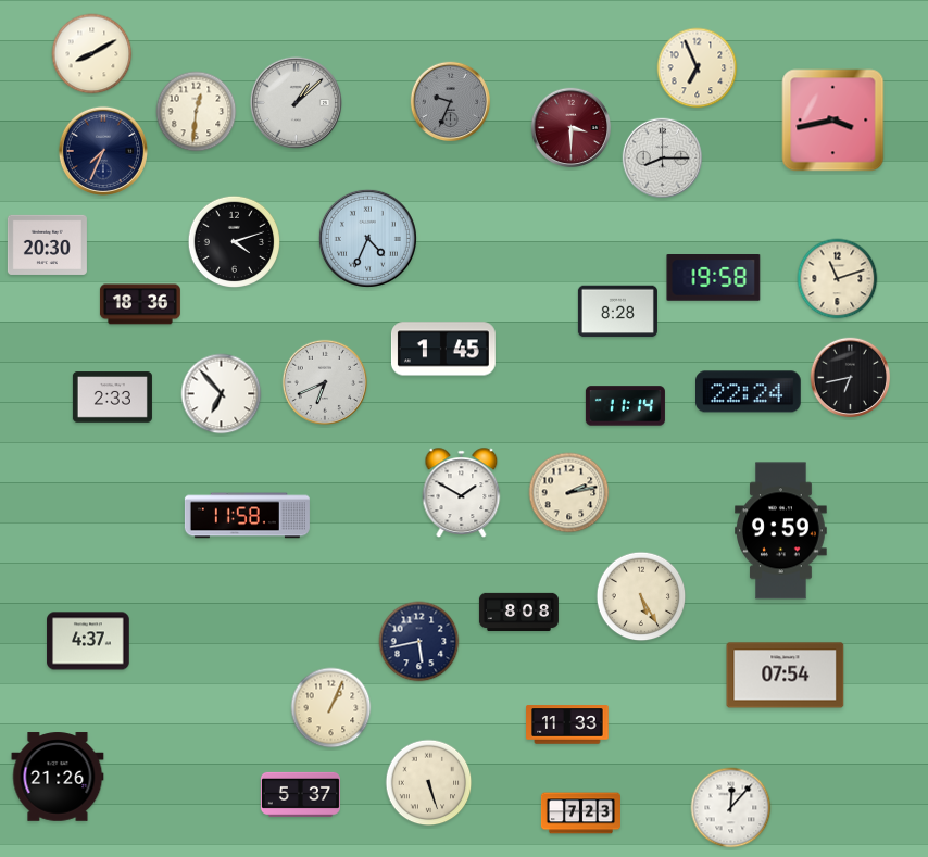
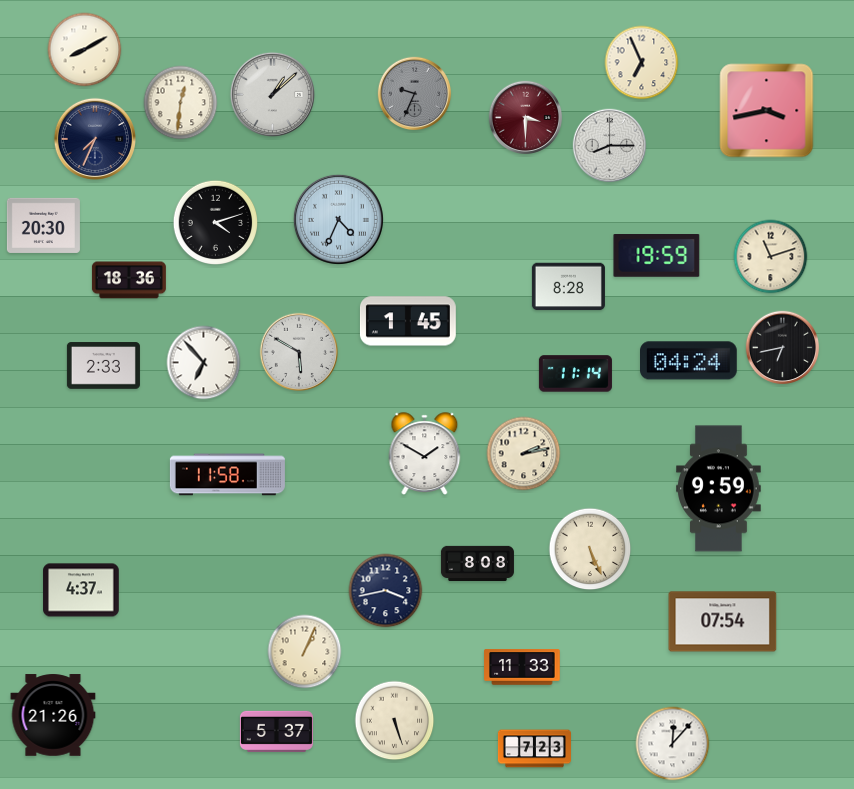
clock at (714, 278): 19:58 -> 19:59
clock at (324, 381): 6:41 -> 5:50
clock at (749, 392): 22:24 -> 04:24
clock at (641, 596): 5:25 -> 5:26
clock at (419, 642): 5:43 -> 3:43
